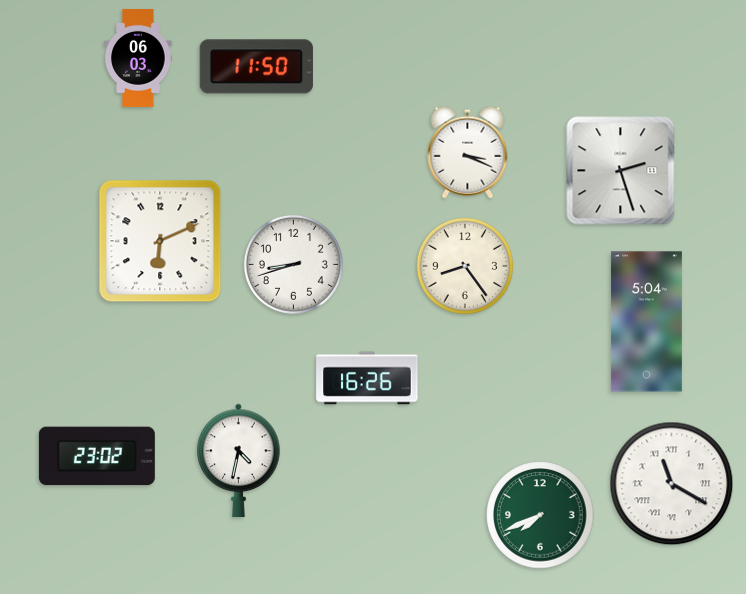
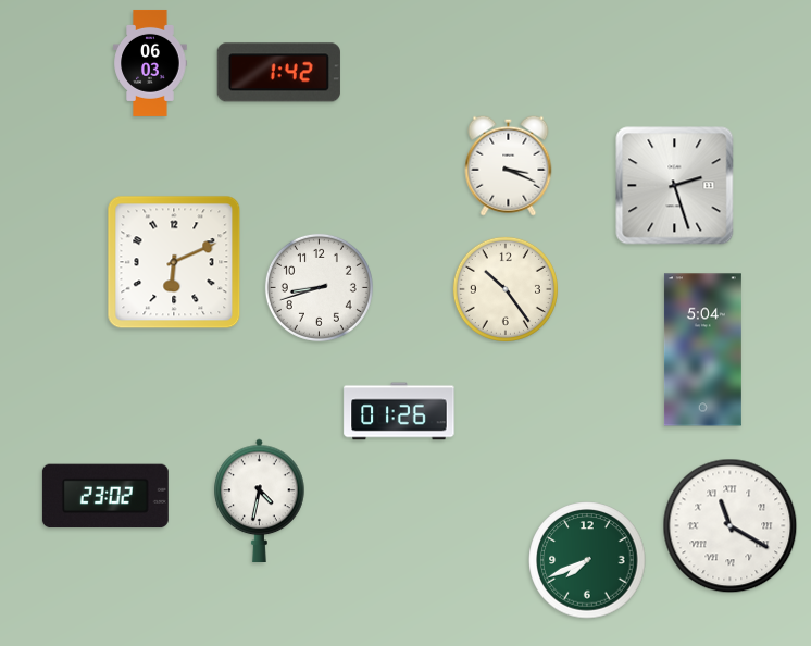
clock at (256, 67): 11:50 -> 1:42
clock at (465, 266): 8:24 -> 10:24
clock at (367, 378): 16:26 -> 01:26
